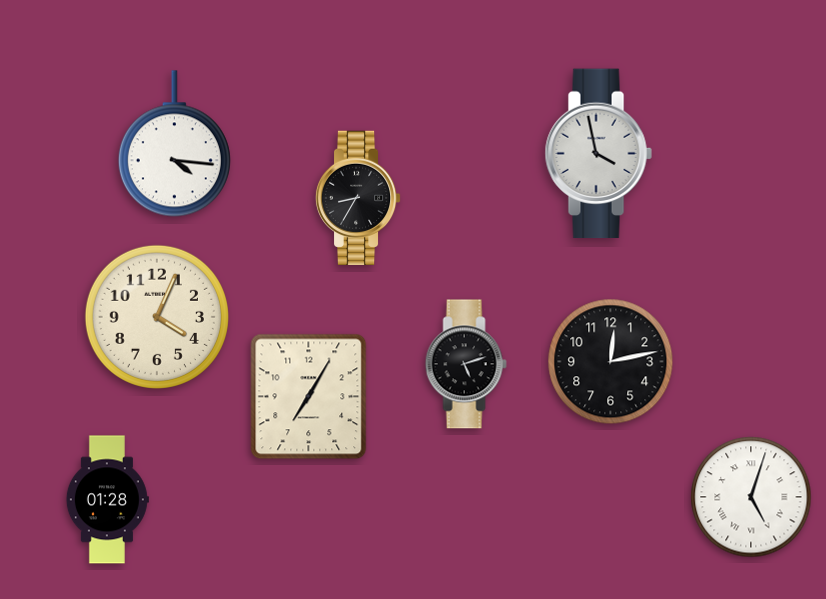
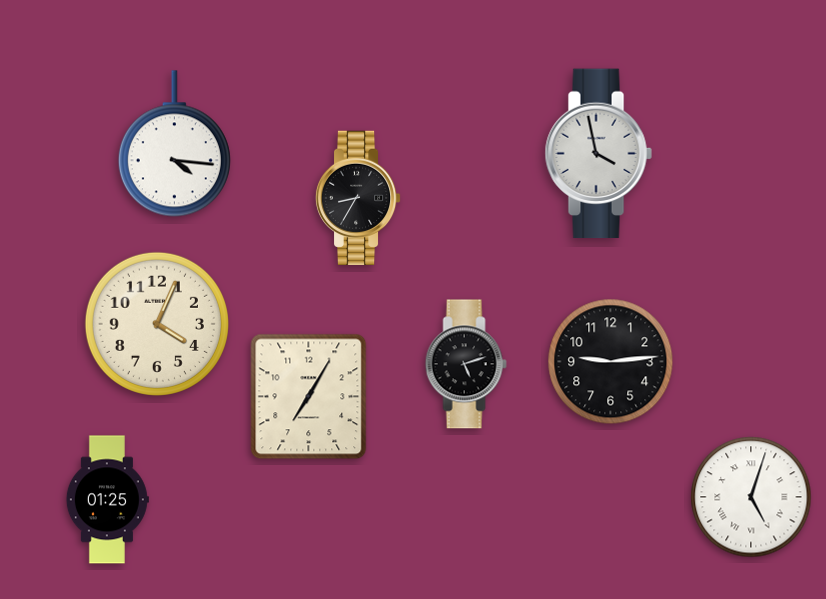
clock at (157, 317) position: (157, 317) -> (157, 324)
clock at (611, 362): 12:13 -> 9:14
clock at (107, 500): 01:28 -> 01:25
